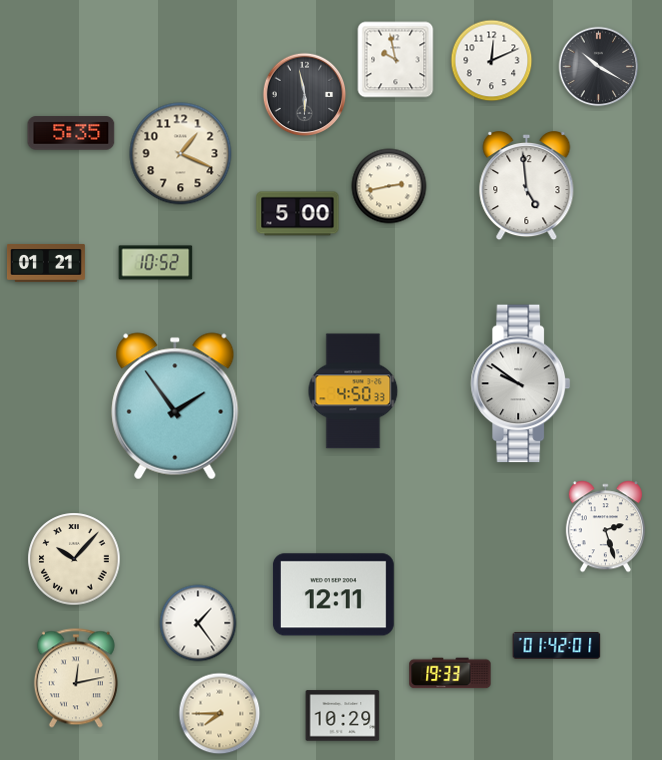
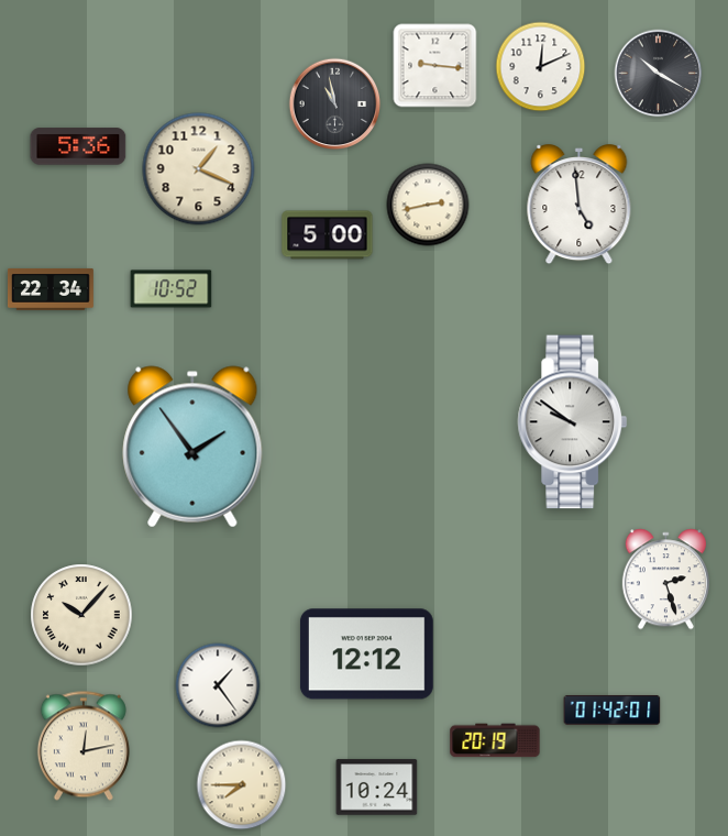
clock at (396, 60): 9:58 -> 9:16
clock at (305, 95): 5:58 -> 10:58
clock at (71, 133): 5:35 -> 5:36
clock at (46, 263): 01:21 -> 22:34
clock at (353, 391): 4:50 -> none
clock at (333, 595): 12:11 -> 12:12
clock at (450, 673): 19:33 -> 20:19
clock at (343, 716): 10:29 -> 10:24
